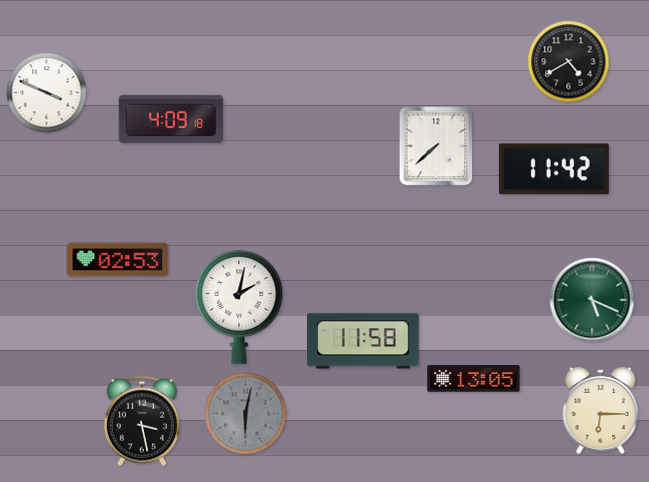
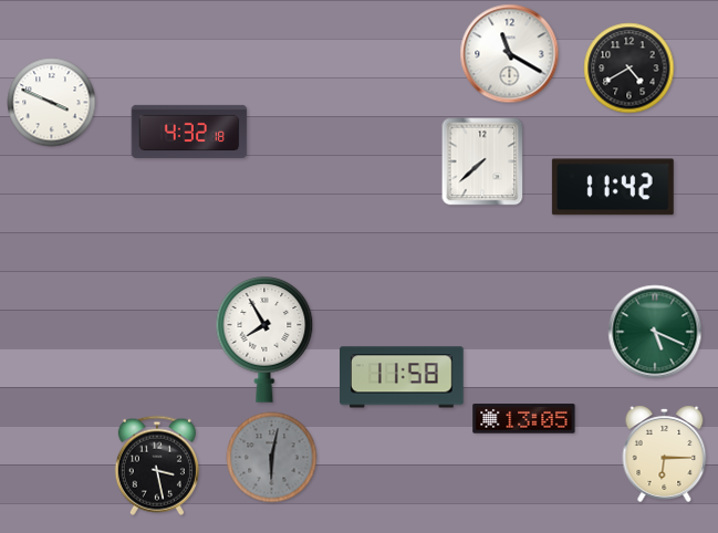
clock at (510, 54): none -> 11:20
clock at (171, 119): 4:09 -> 4:32
clock at (118, 260): 02:53 -> none
clock at (239, 308): 2:02 -> 7:55
